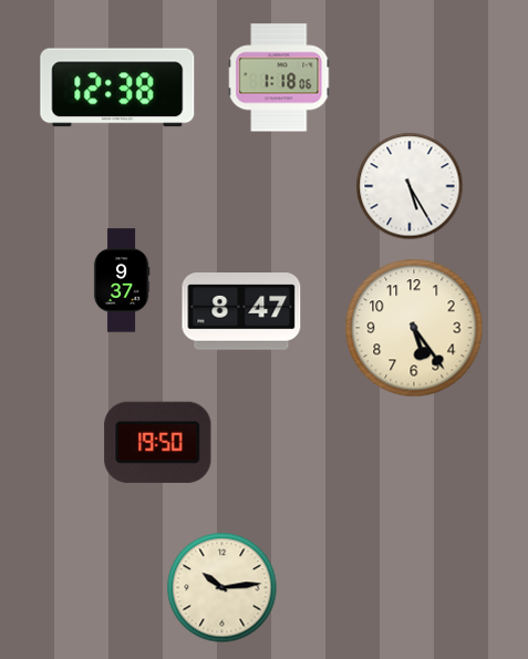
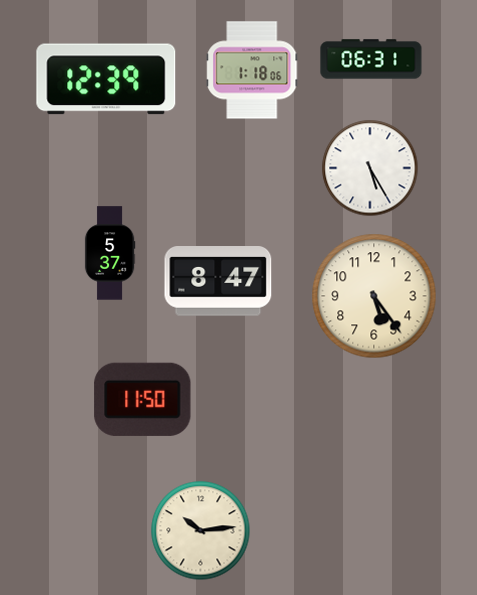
clock at (371, 59): none -> 06:31
clock at (117, 87): 12:38 -> 12:39
clock at (122, 280): 9:37 -> 5:37
clock at (158, 442): 19:50 -> 11:50
